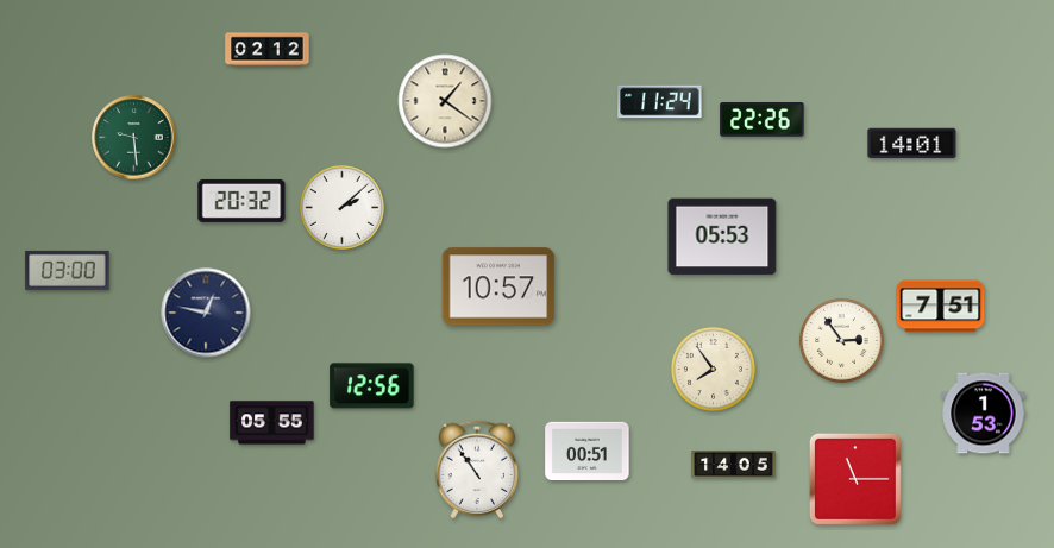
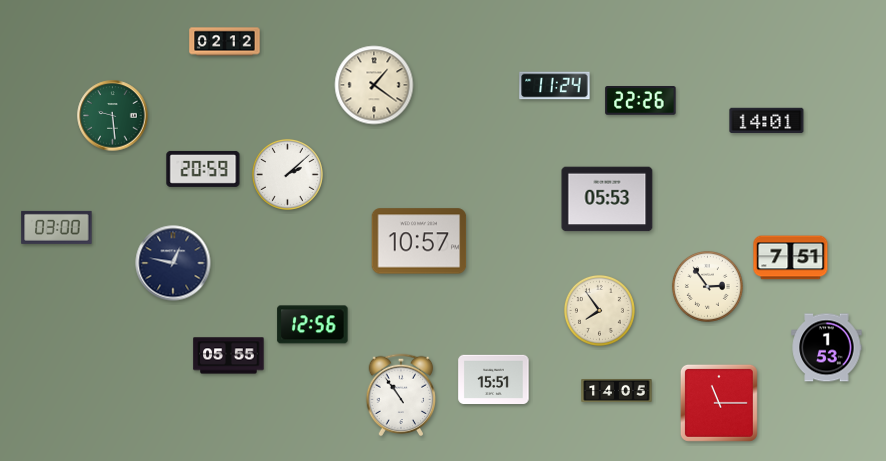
clock at (241, 201): 20:32 -> 20:59
clock at (588, 452): 00:51 -> 15:51
